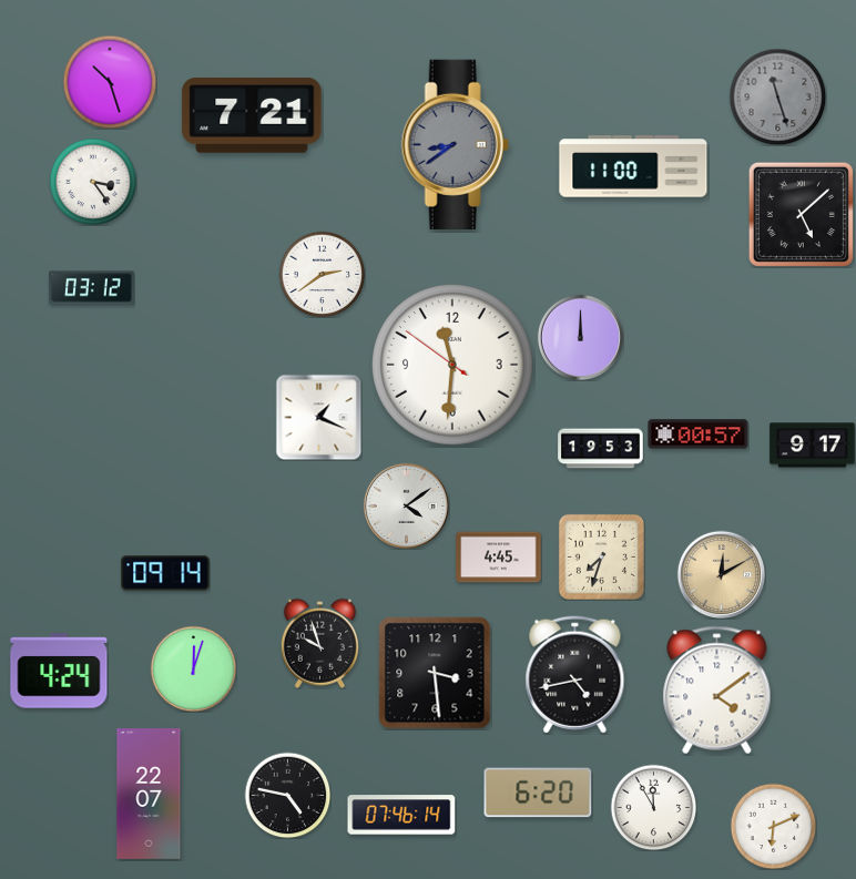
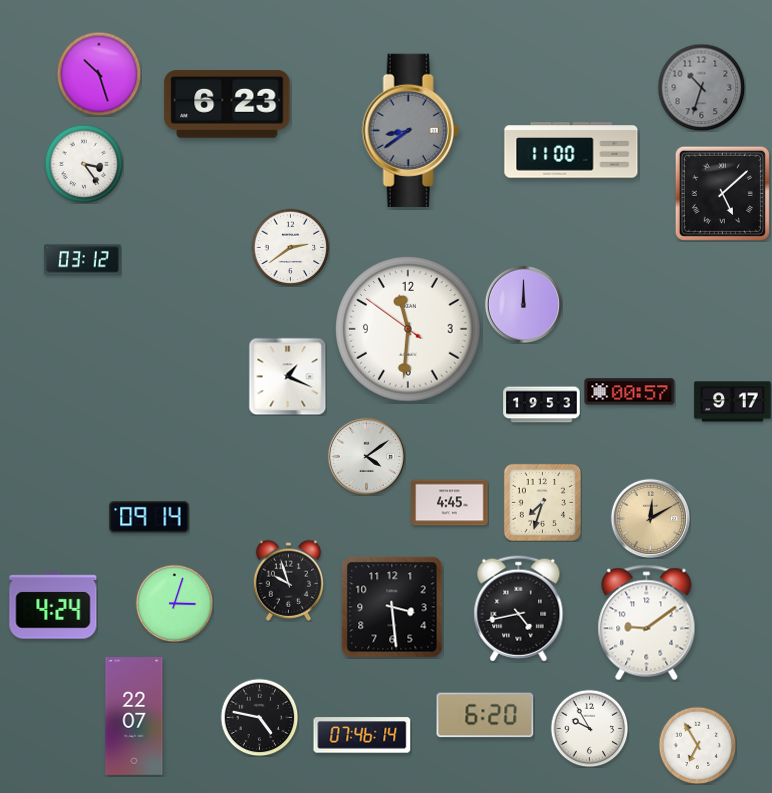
clock at (777, 96): 11:27 -> 10:33
clock at (252, 116): 7:21 -> 6:23
clock at (193, 668): 12:03 -> 3:03
clock at (717, 691): 4:09 -> 9:09
clock at (653, 807): 11:55 -> 9:55
clock at (773, 826): 6:11 -> 6:55
